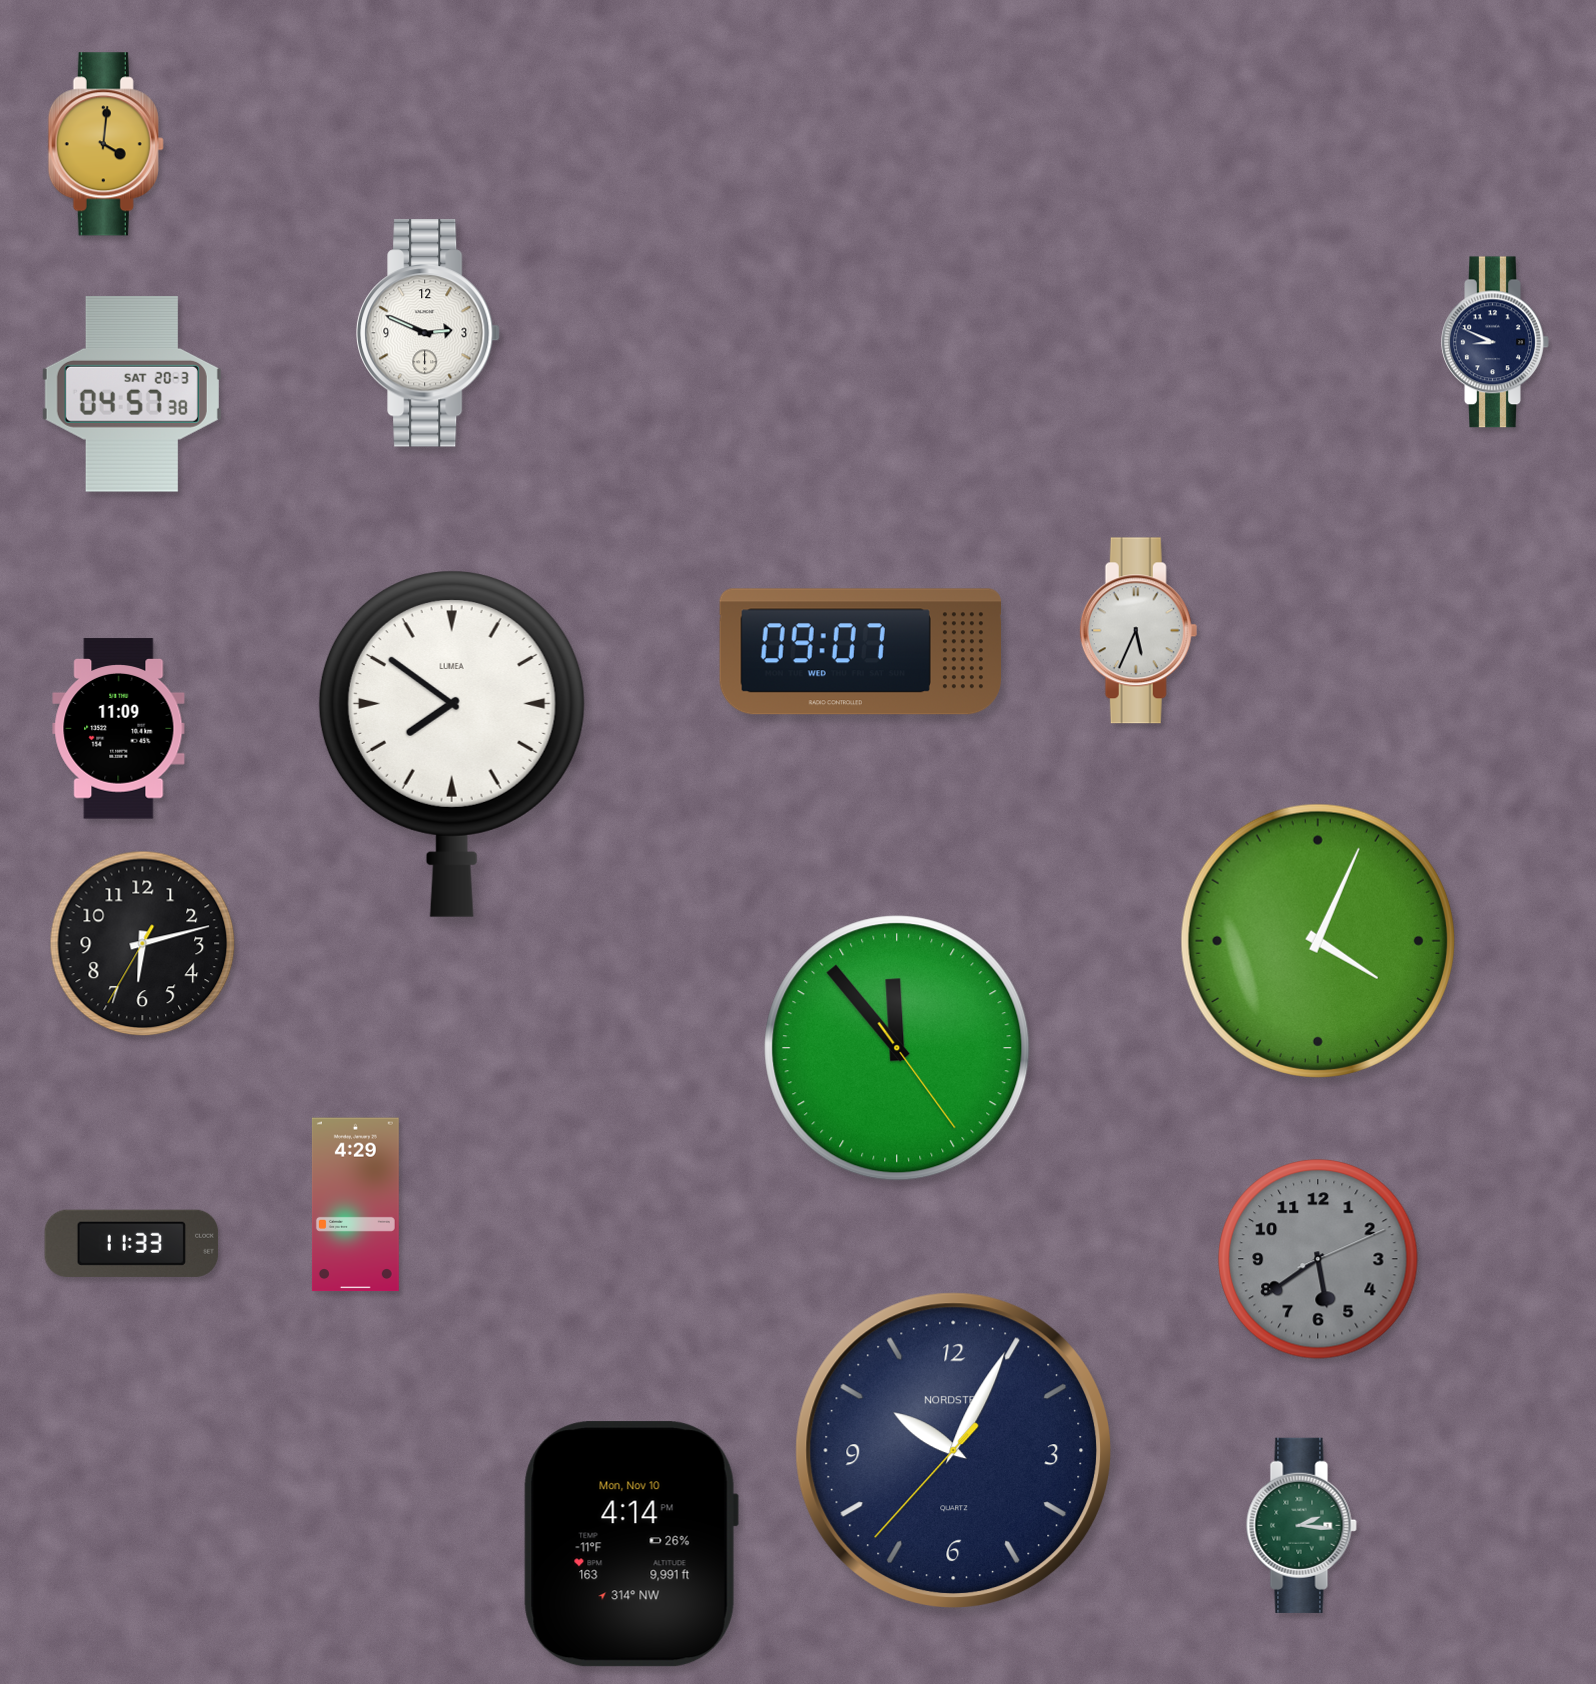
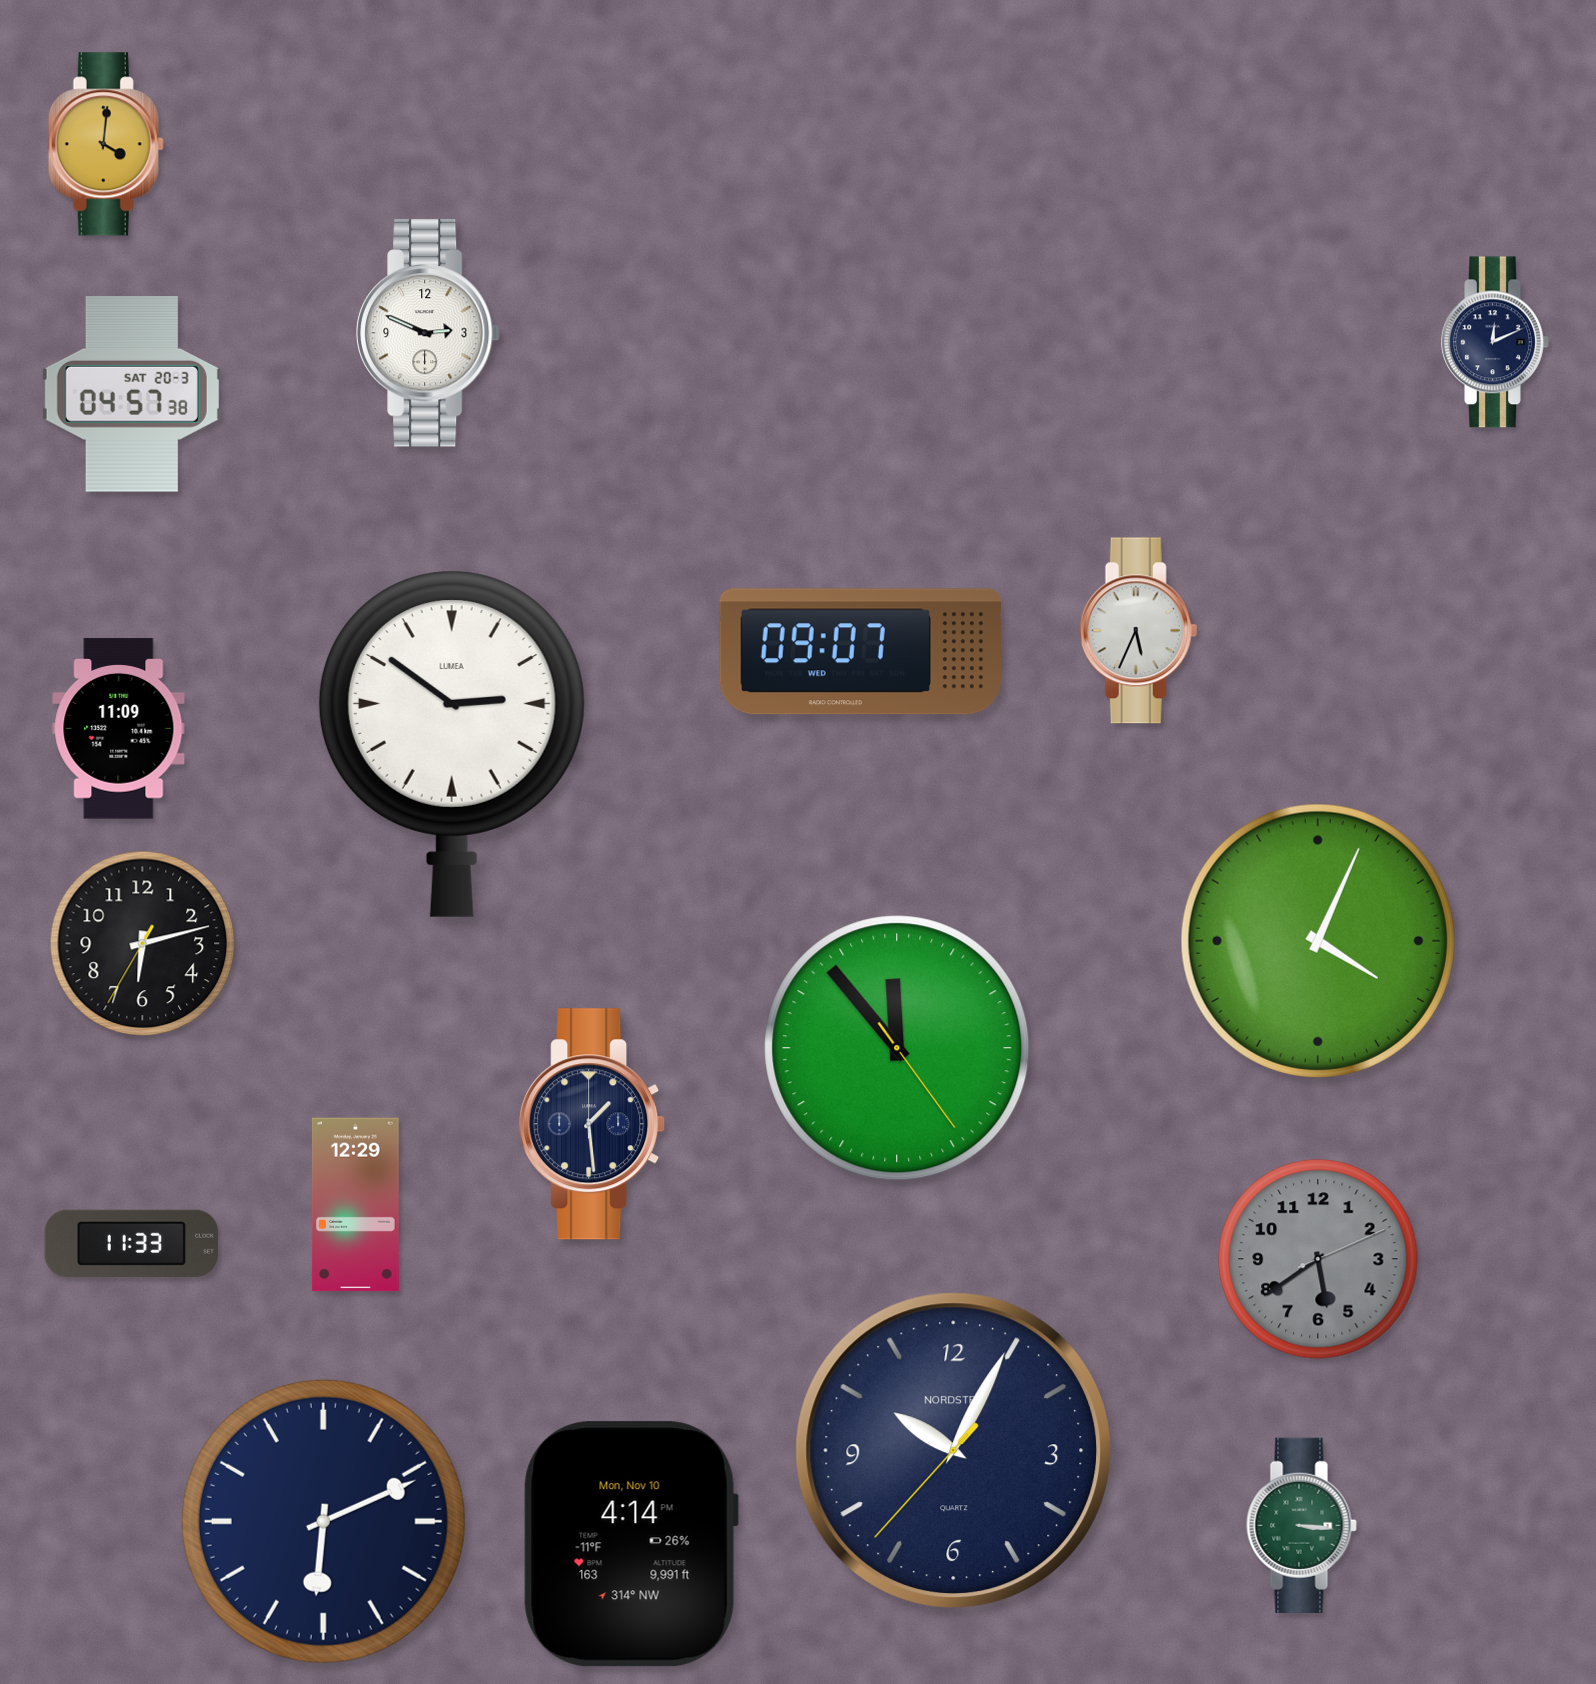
clock at (1495, 342): 8:49 -> 12:11
clock at (452, 744): 7:51 -> 2:51
clock at (593, 1124): none -> 1:29
clock at (355, 1205): 4:29 -> 12:29
clock at (323, 1521): none -> 6:11
clock at (1301, 1525): 2:16 -> 3:16
